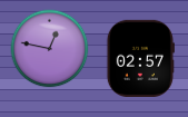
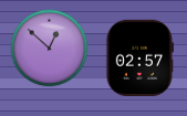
clock at (50, 49): 12:47 -> 12:52
